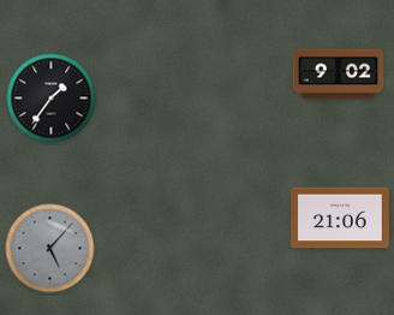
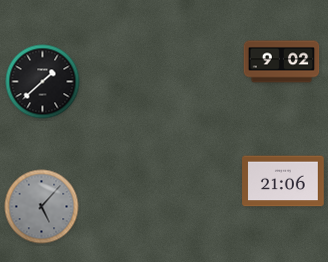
clock at (52, 99): 1:36 -> 1:38
